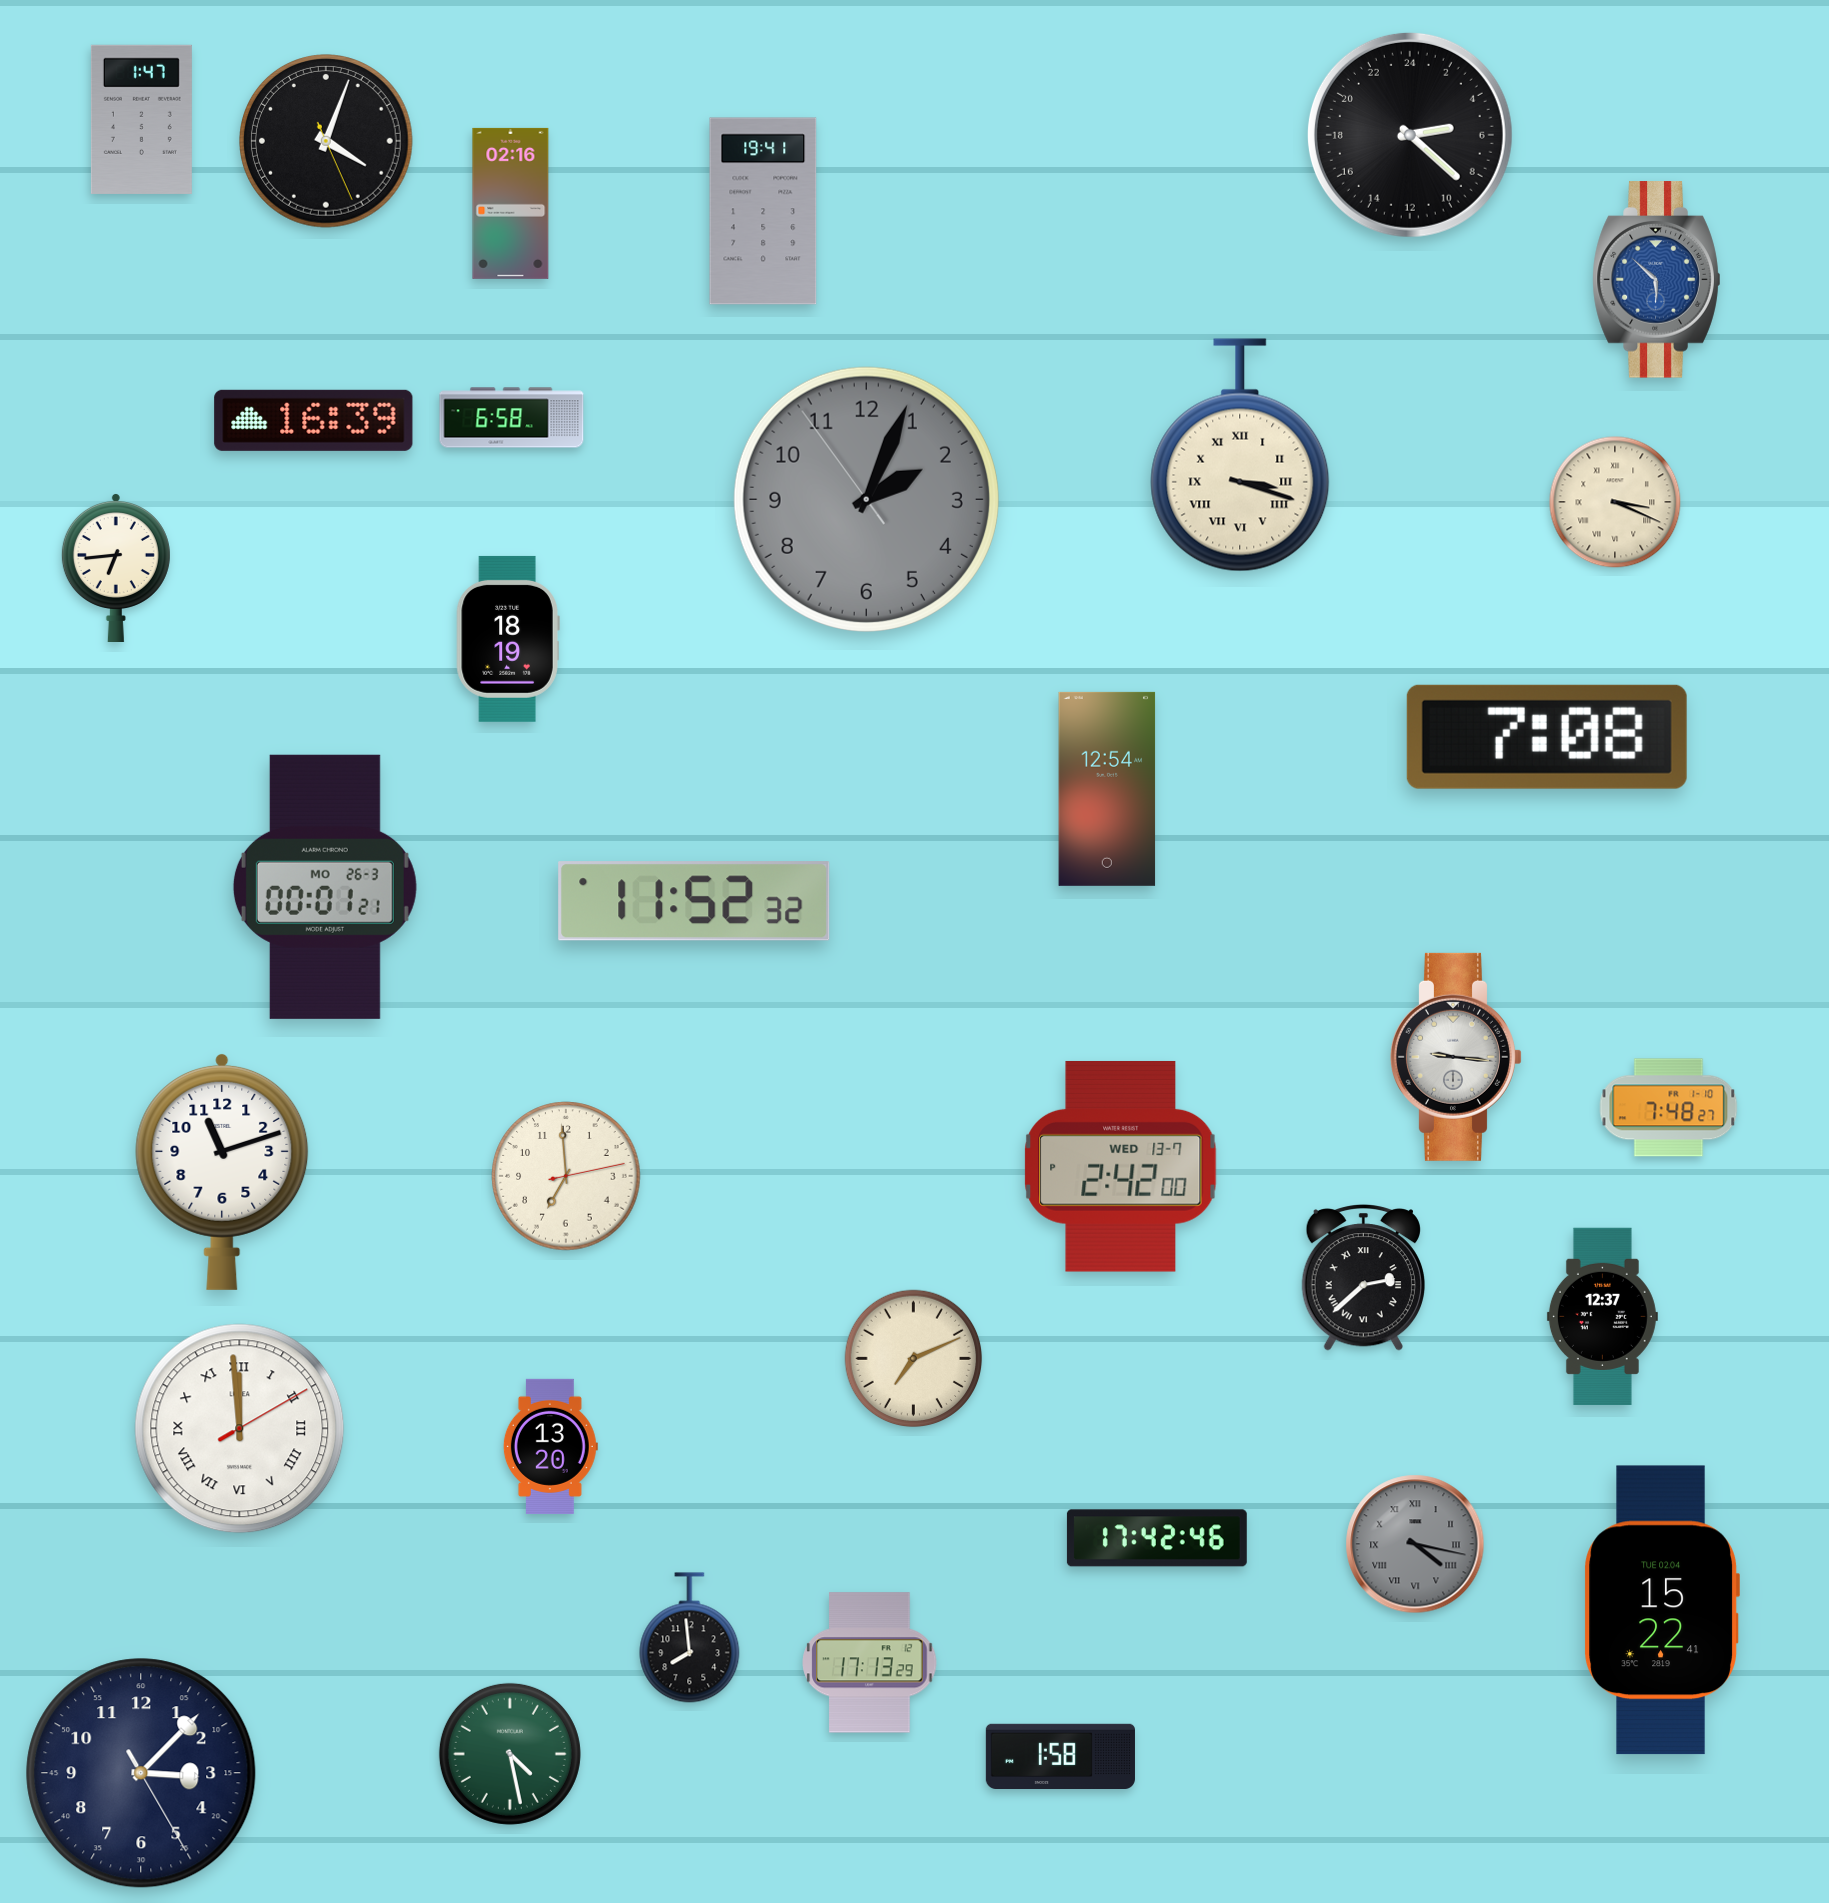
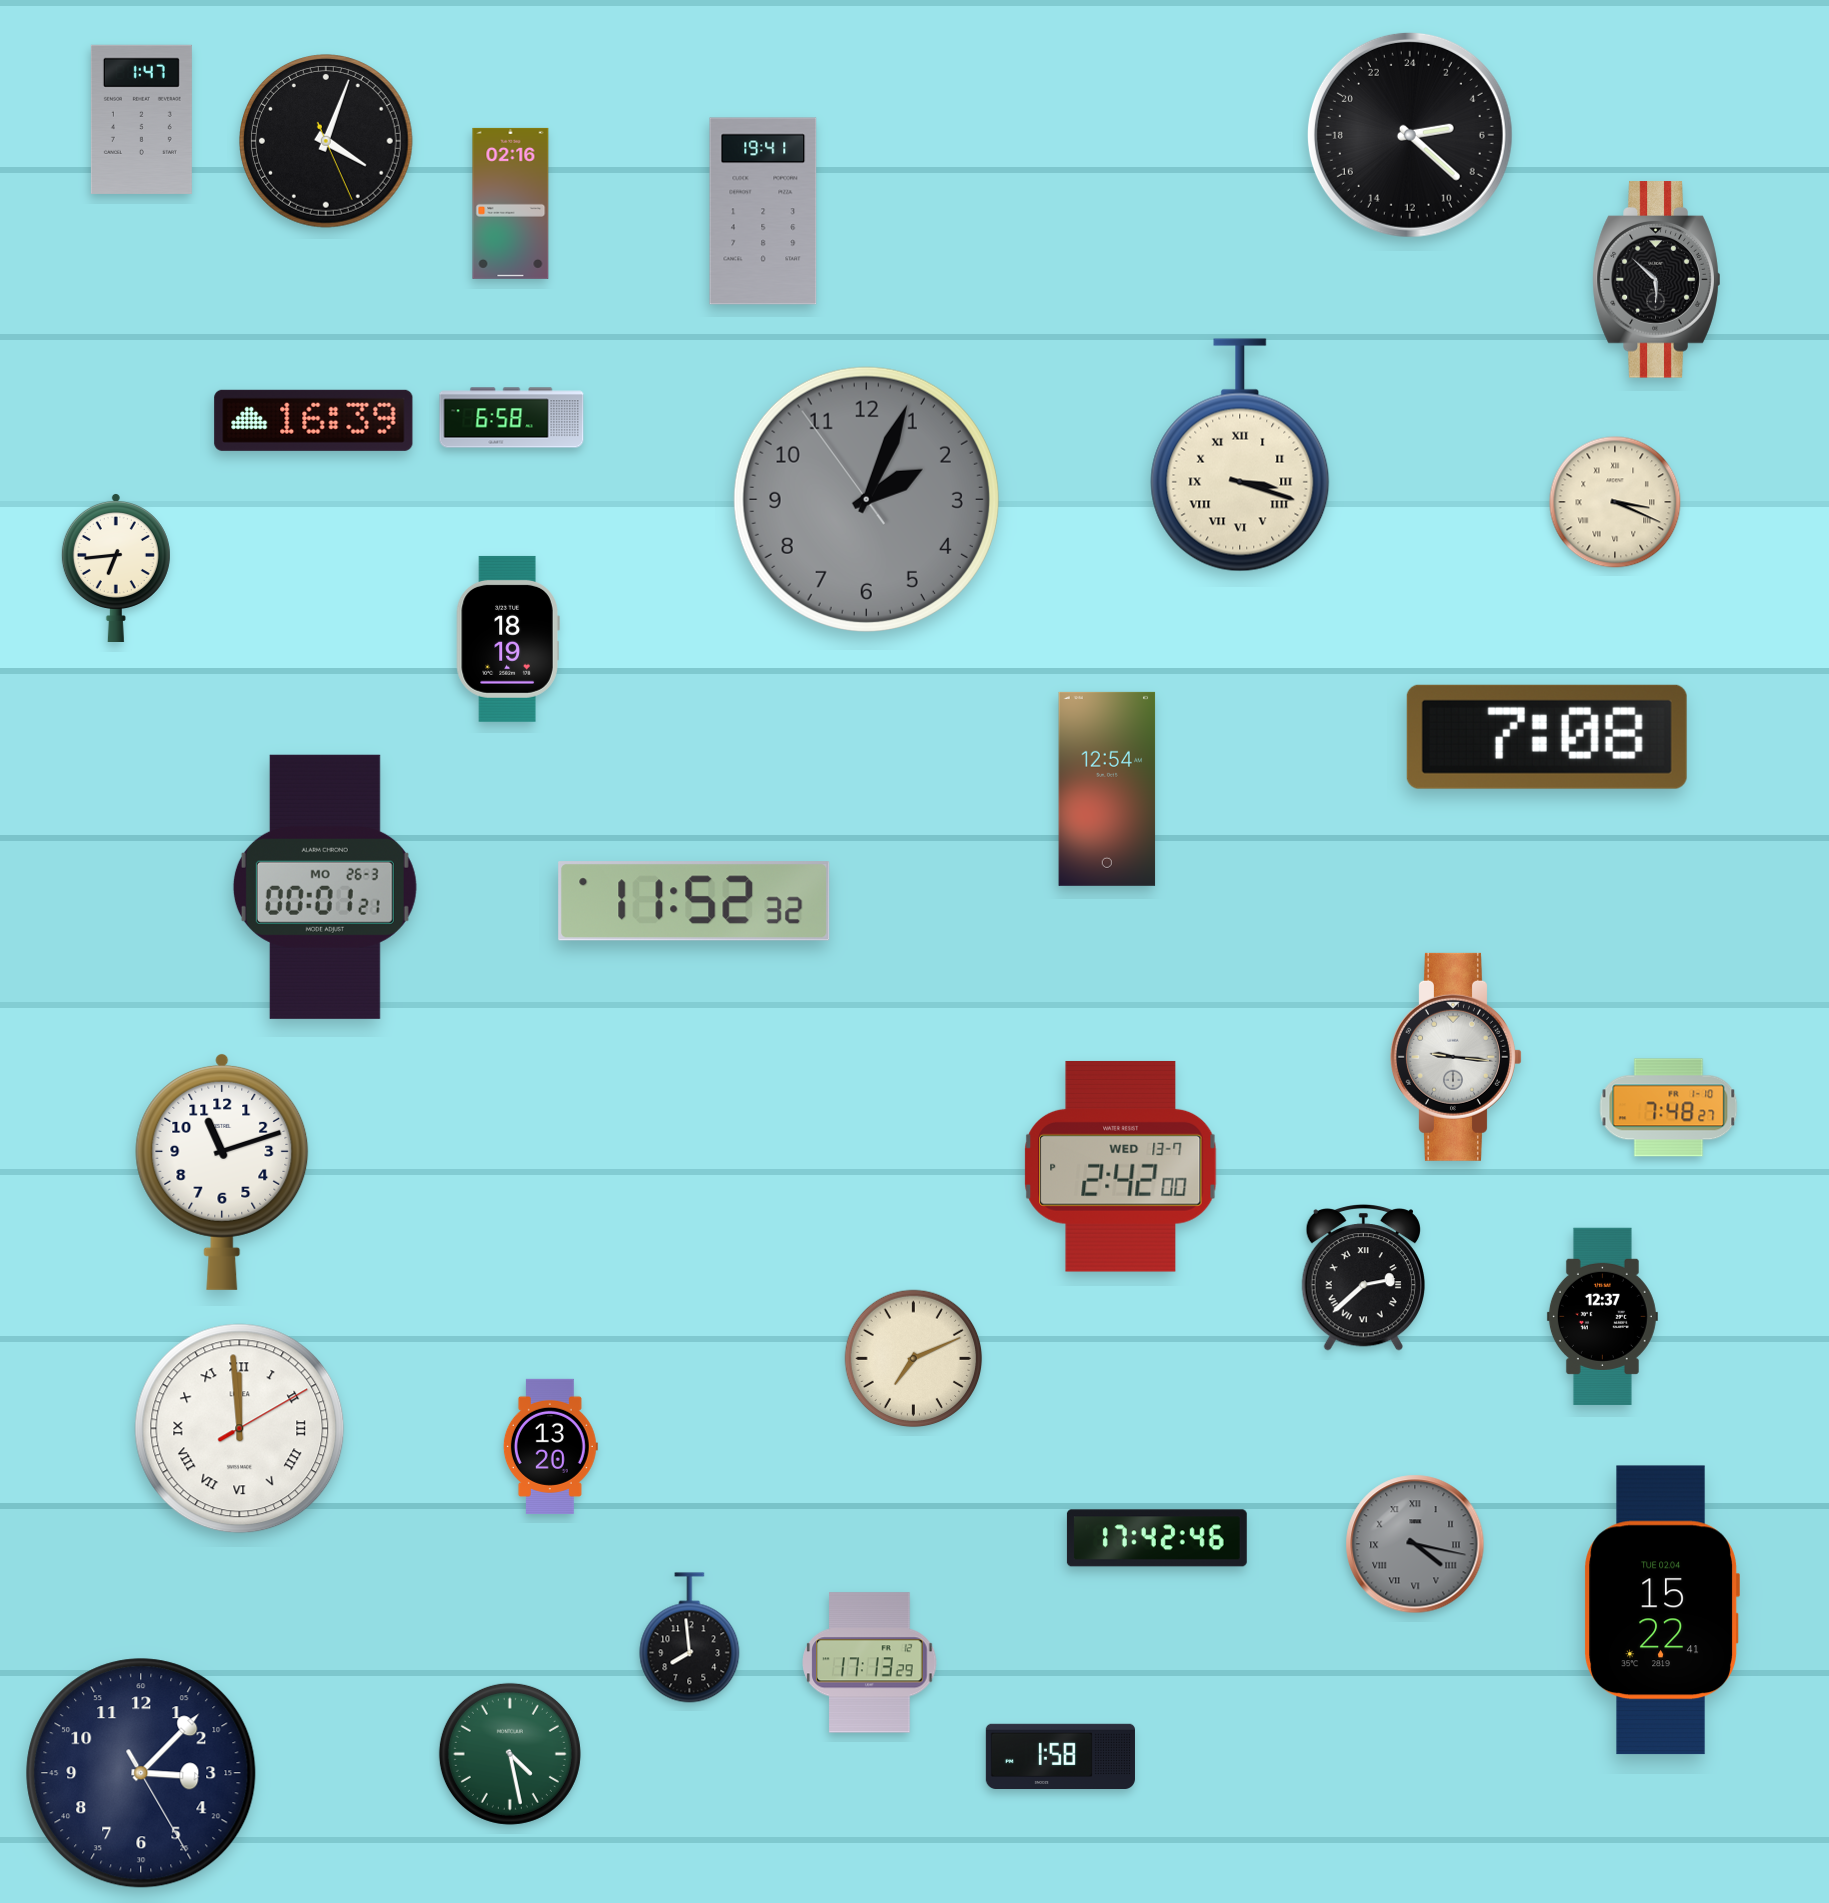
clock at (1657, 280) dial: blue -> black
clock at (566, 1176): 6:59 -> none
